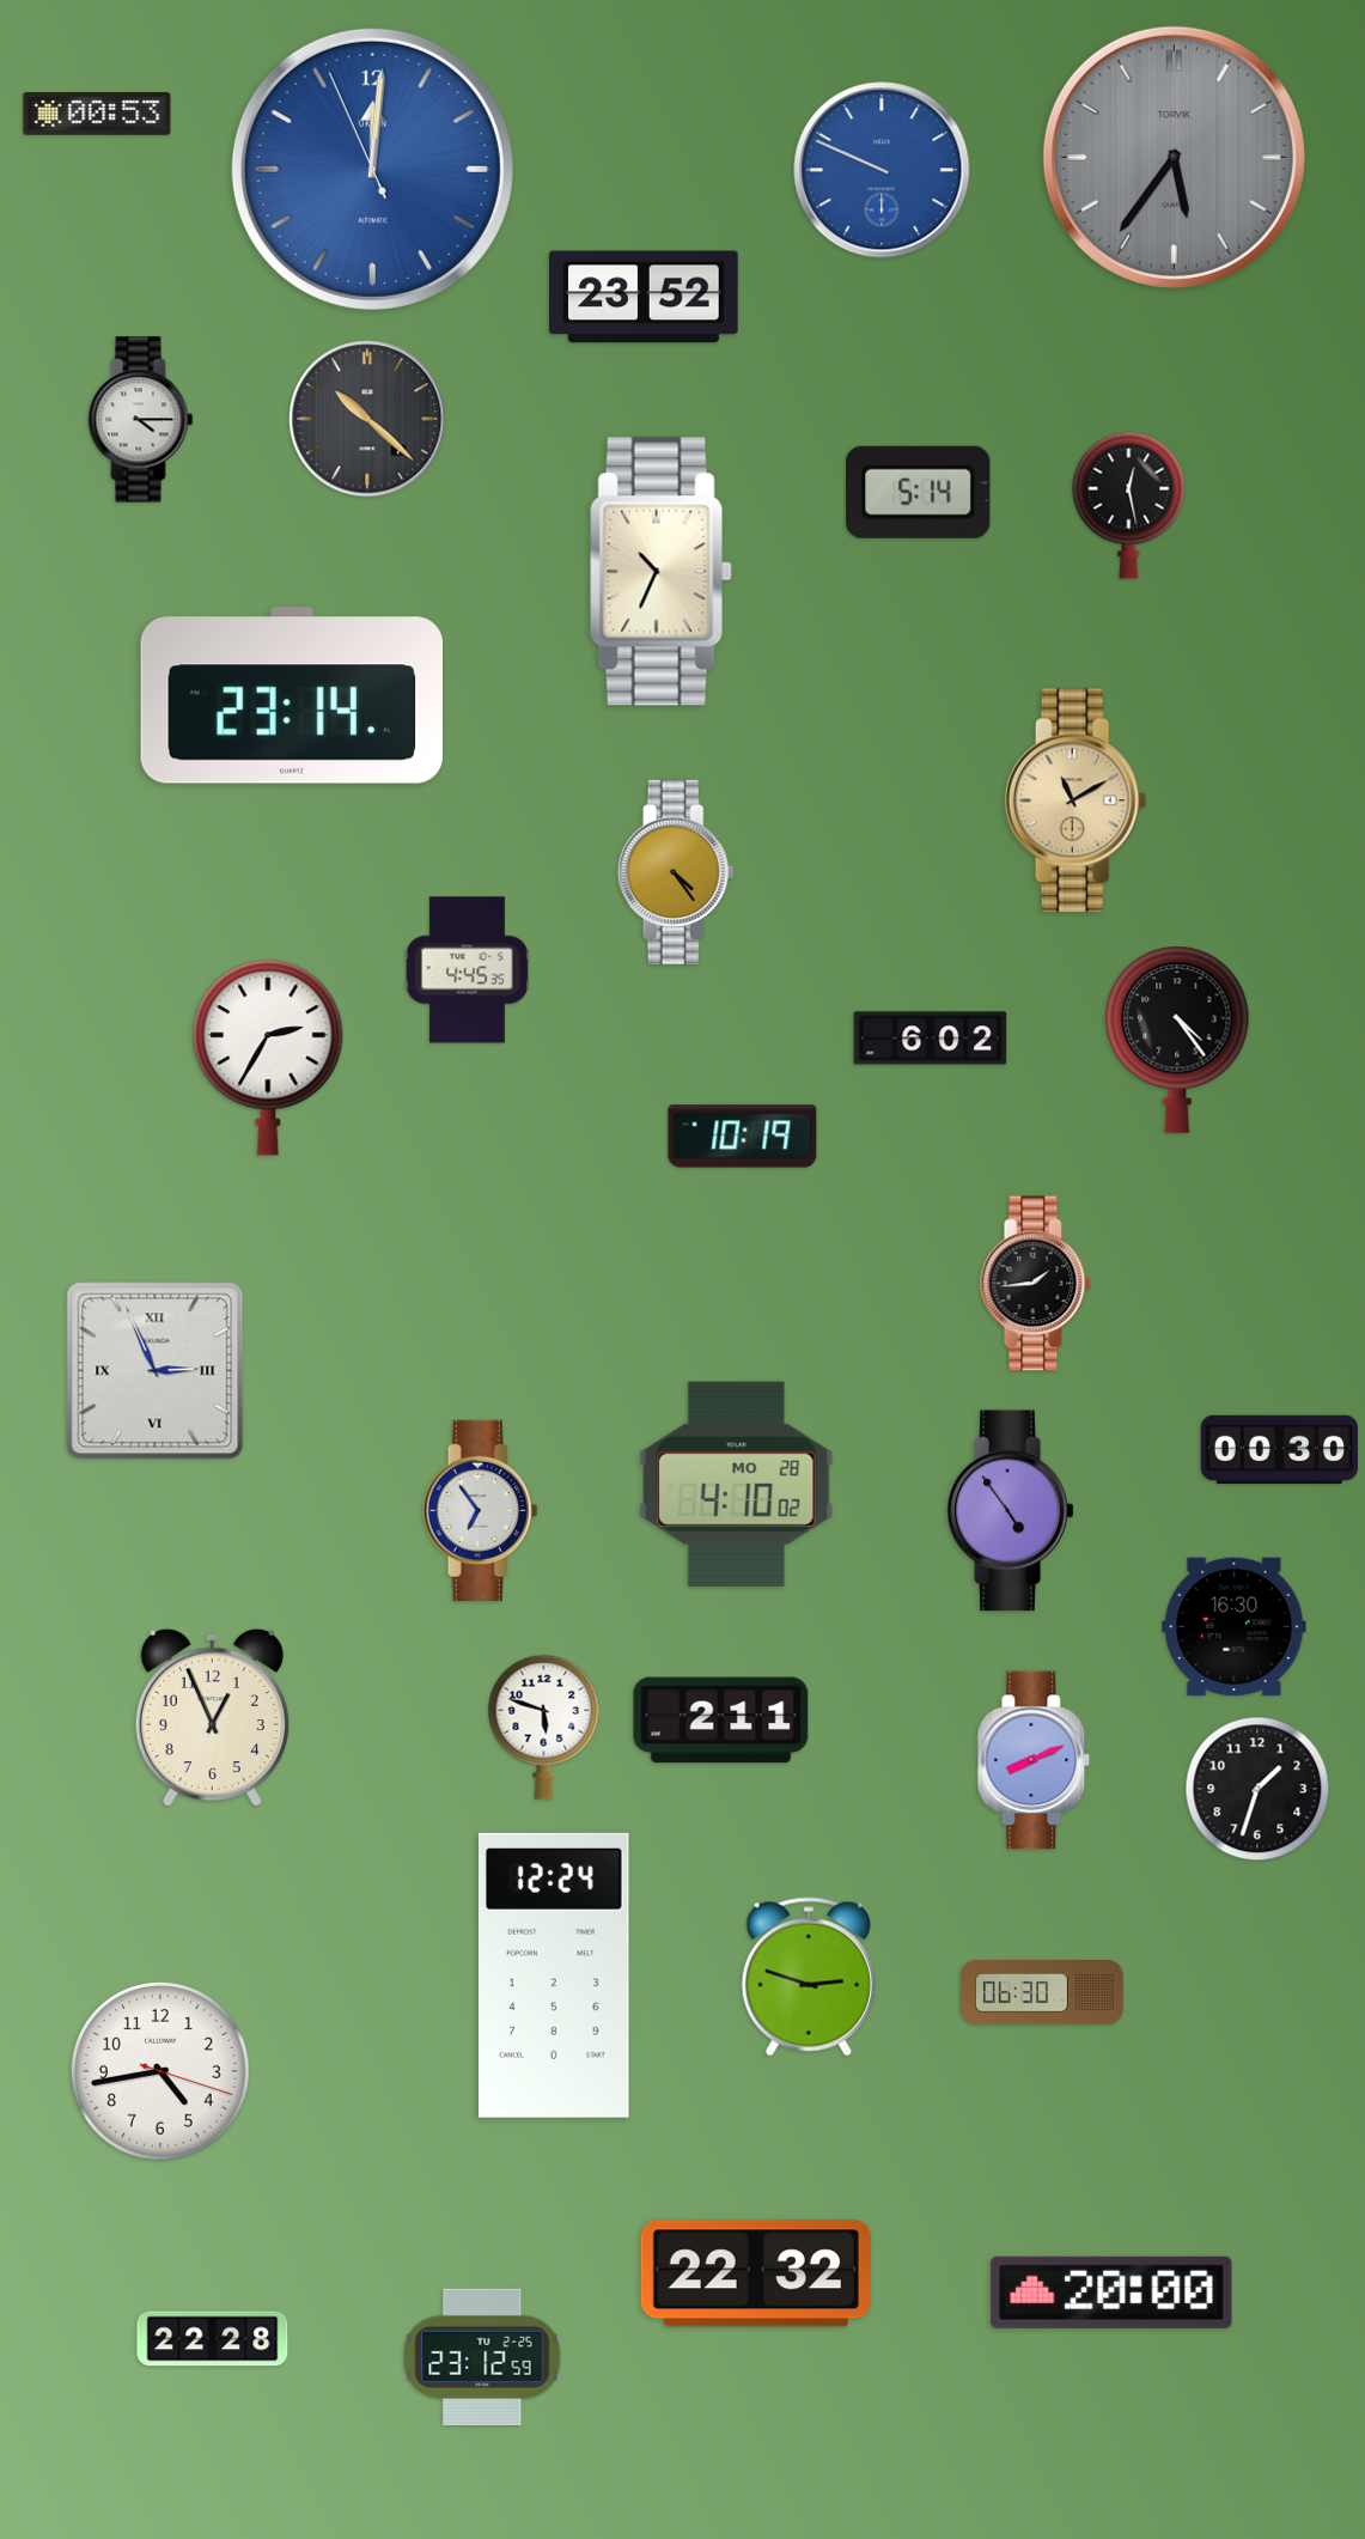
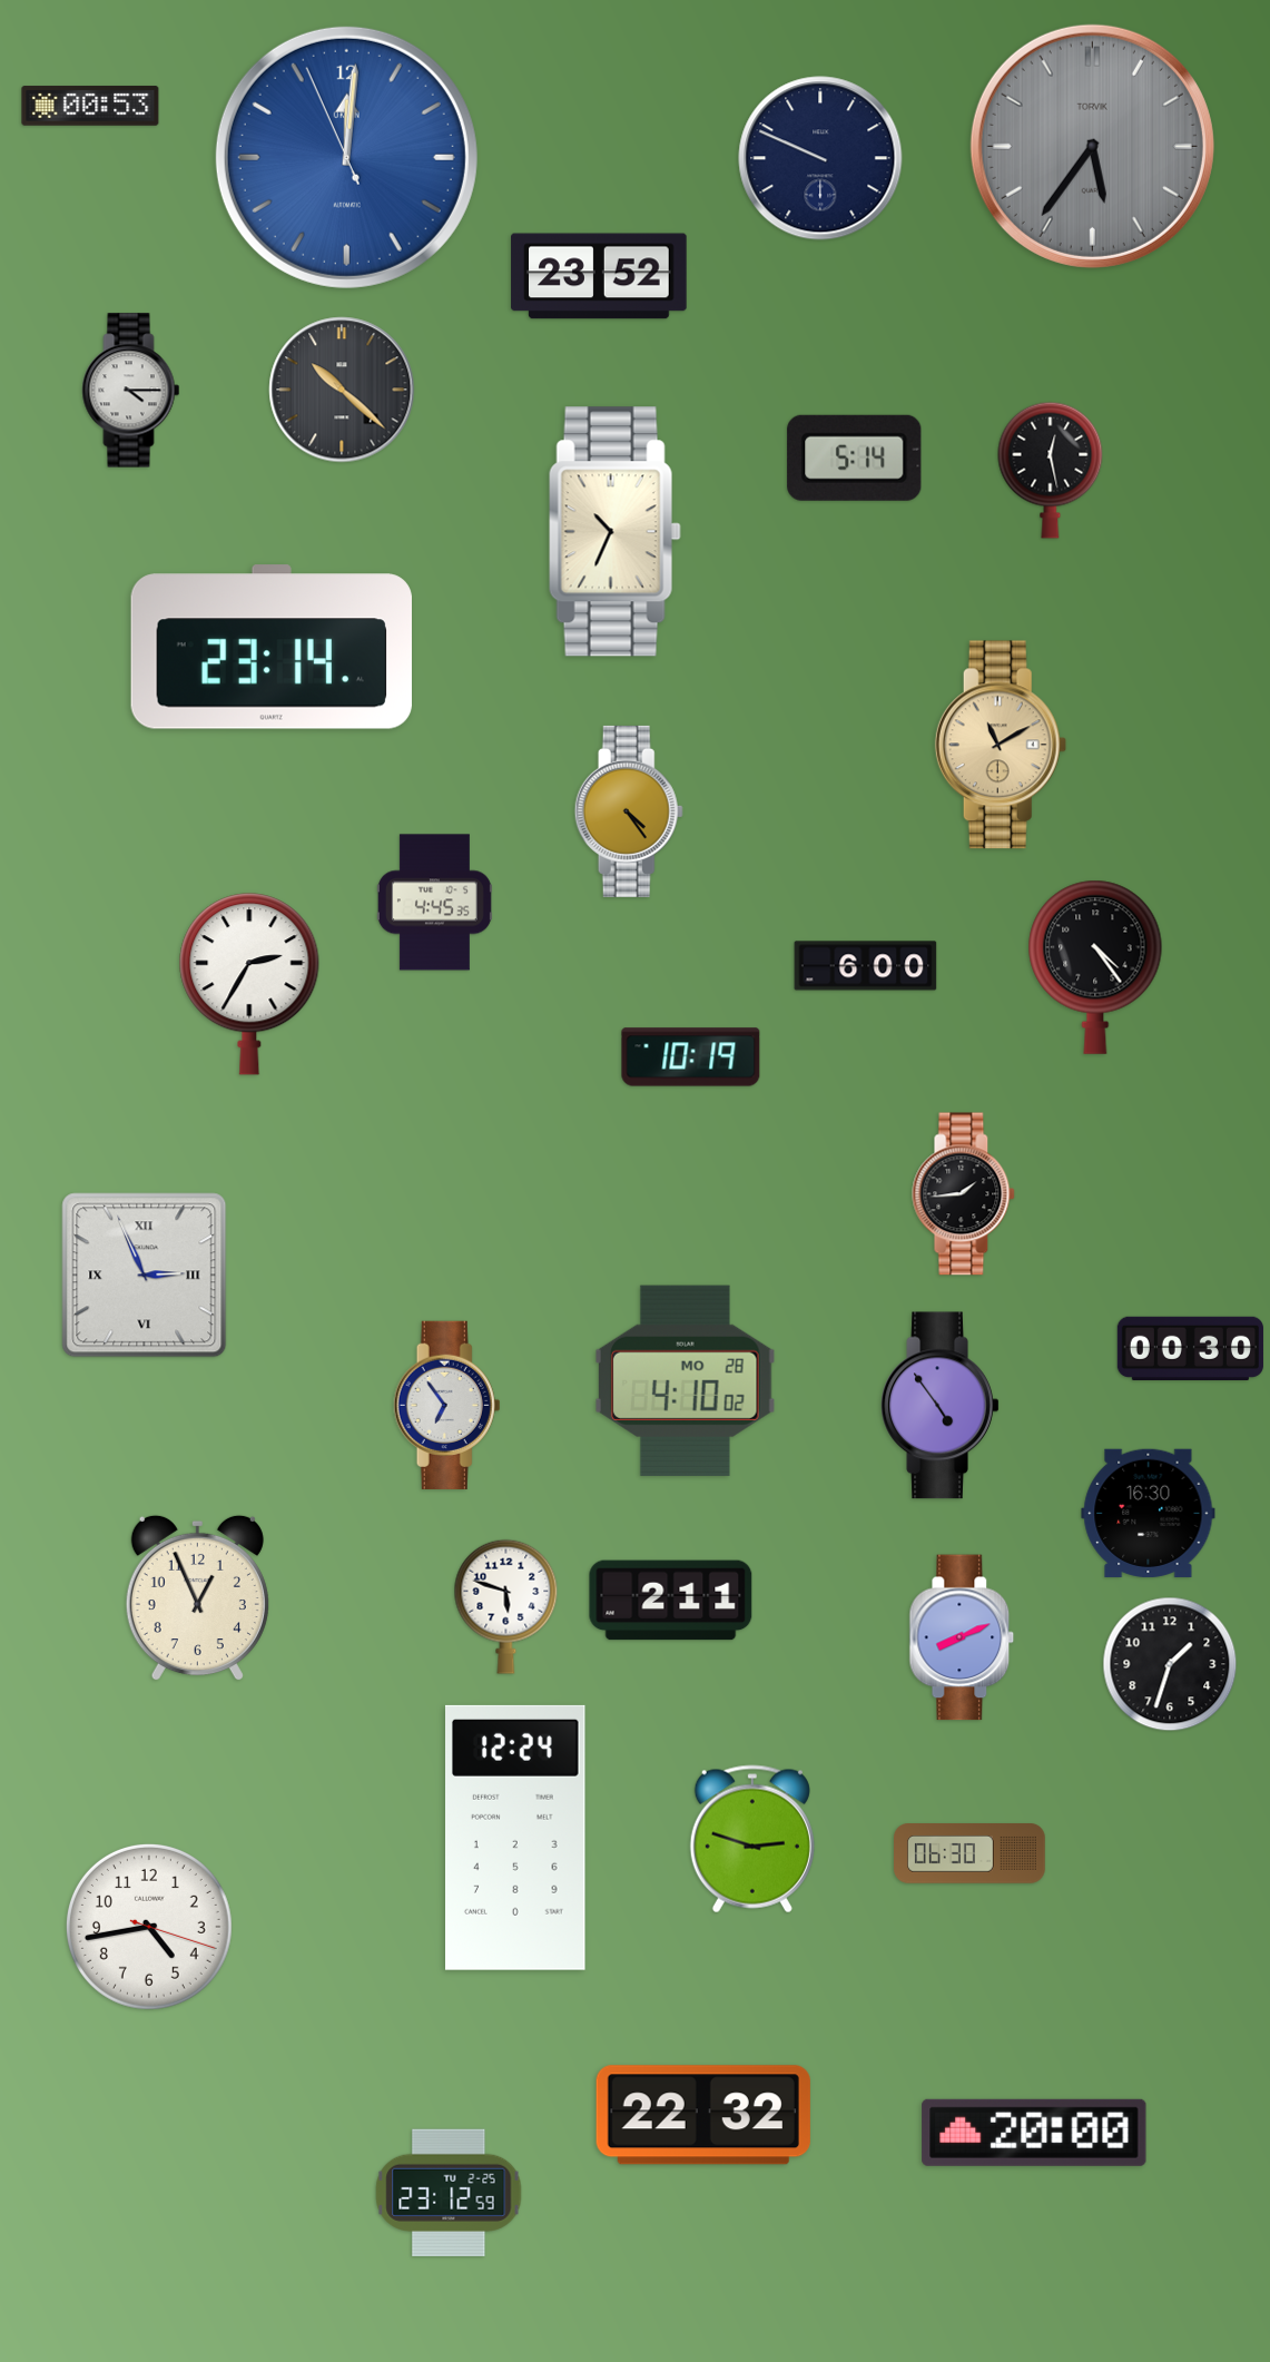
clock at (882, 170) dial: blue -> navy
clock at (931, 1039): 6:02 -> 6:00
clock at (213, 2339): 22:28 -> none
